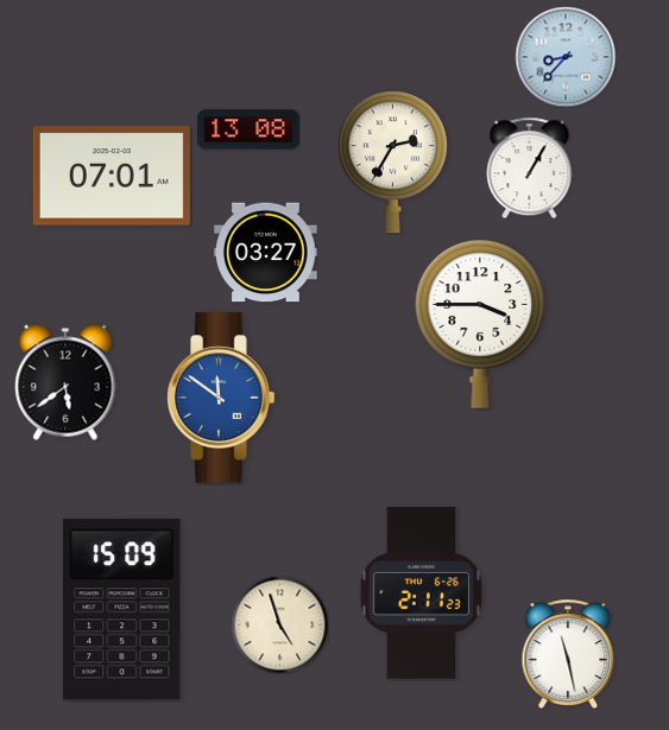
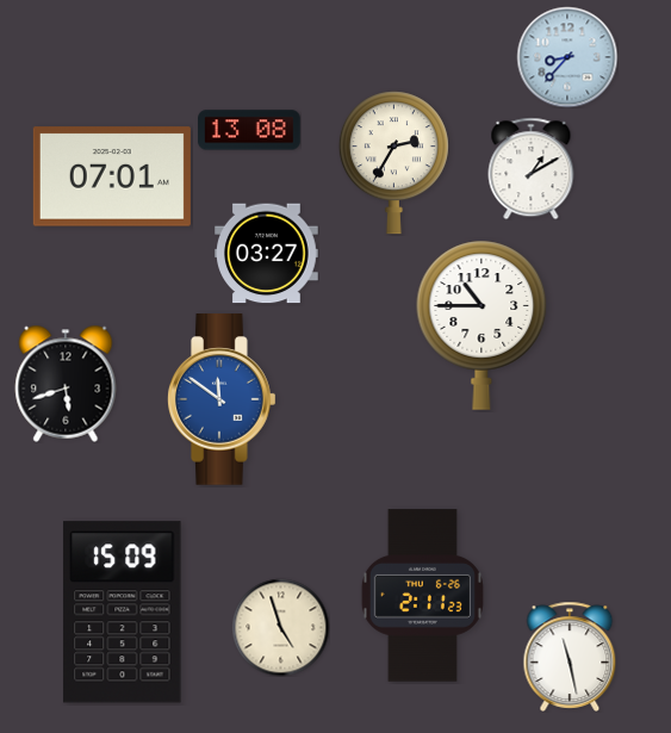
clock at (530, 167): 1:05 -> 1:10
clock at (480, 324): 3:45 -> 10:45
clock at (65, 382): 5:39 -> 5:42
